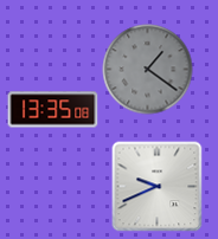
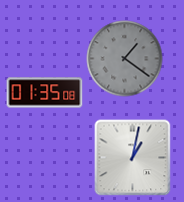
clock at (53, 110): 13:35 -> 01:35
clock at (158, 187): 9:41 -> 1:02
